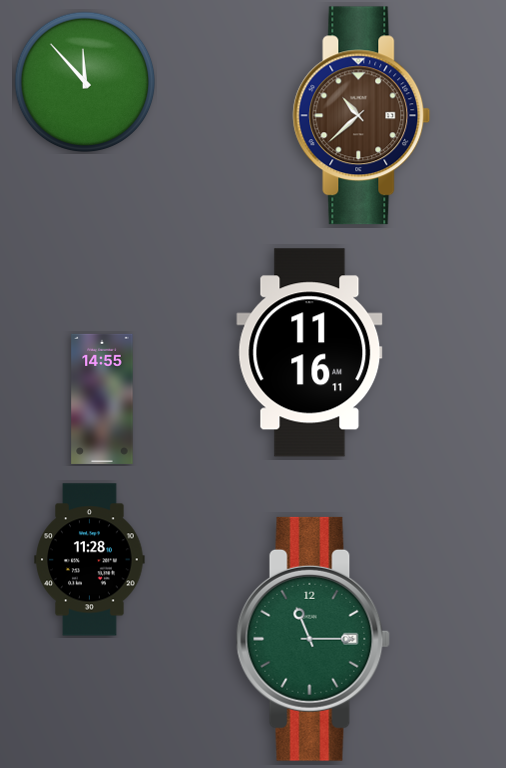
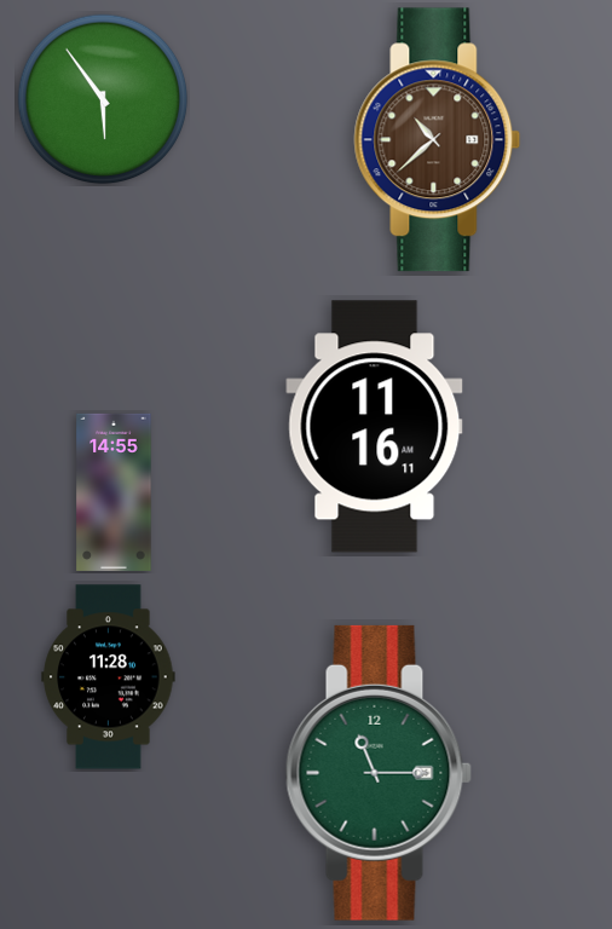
clock at (85, 82): 11:53 -> 5:54
clock at (102, 399) position: (102, 399) -> (114, 492)
